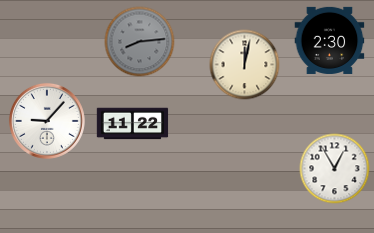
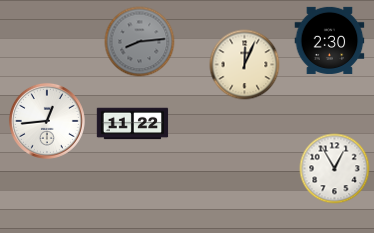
clock at (245, 65): 12:02 -> 12:04
clock at (47, 121): 9:07 -> 12:44
